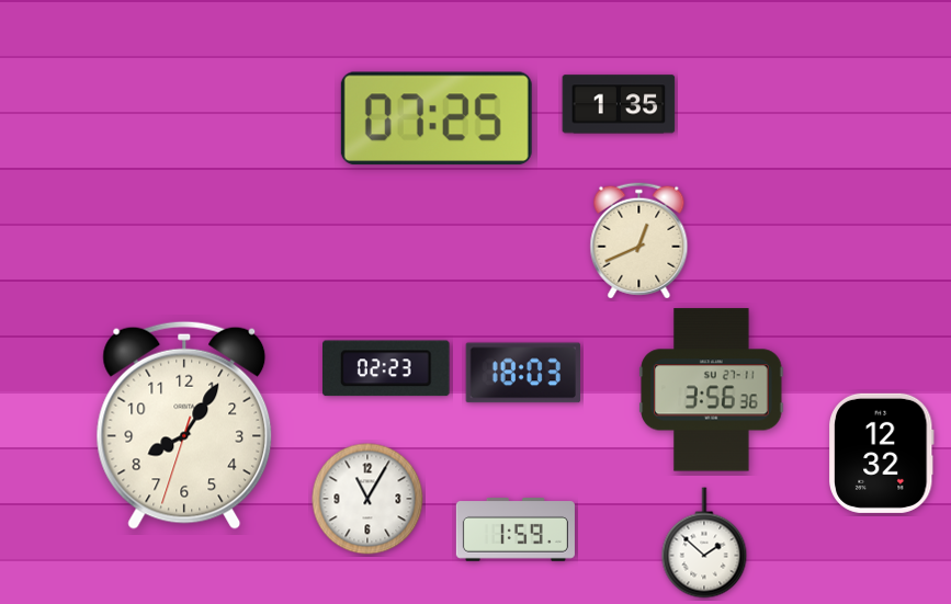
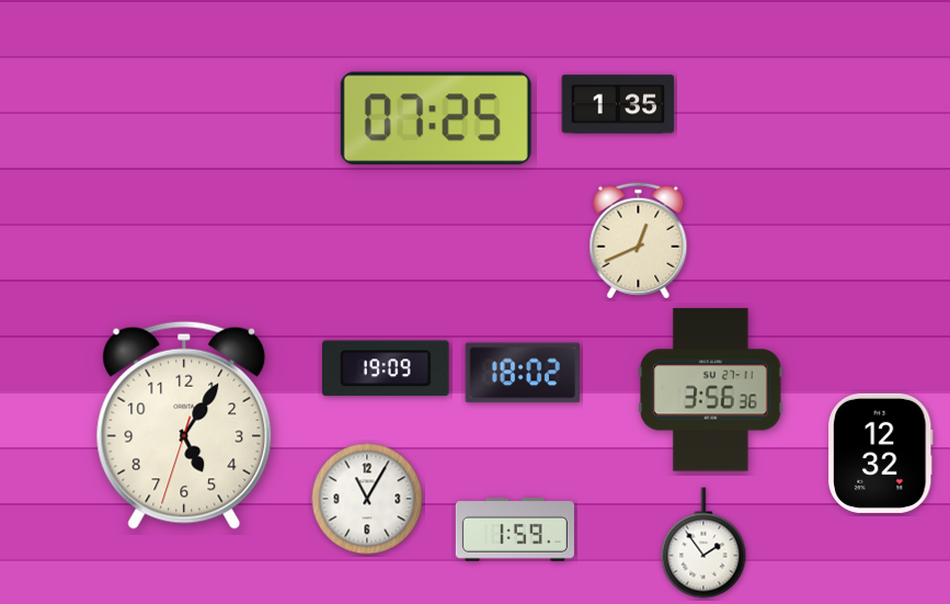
clock at (387, 368): 02:23 -> 19:09
clock at (522, 373): 18:03 -> 18:02
clock at (184, 425): 8:05 -> 5:05
clock at (704, 543): 1:52 -> 1:54
